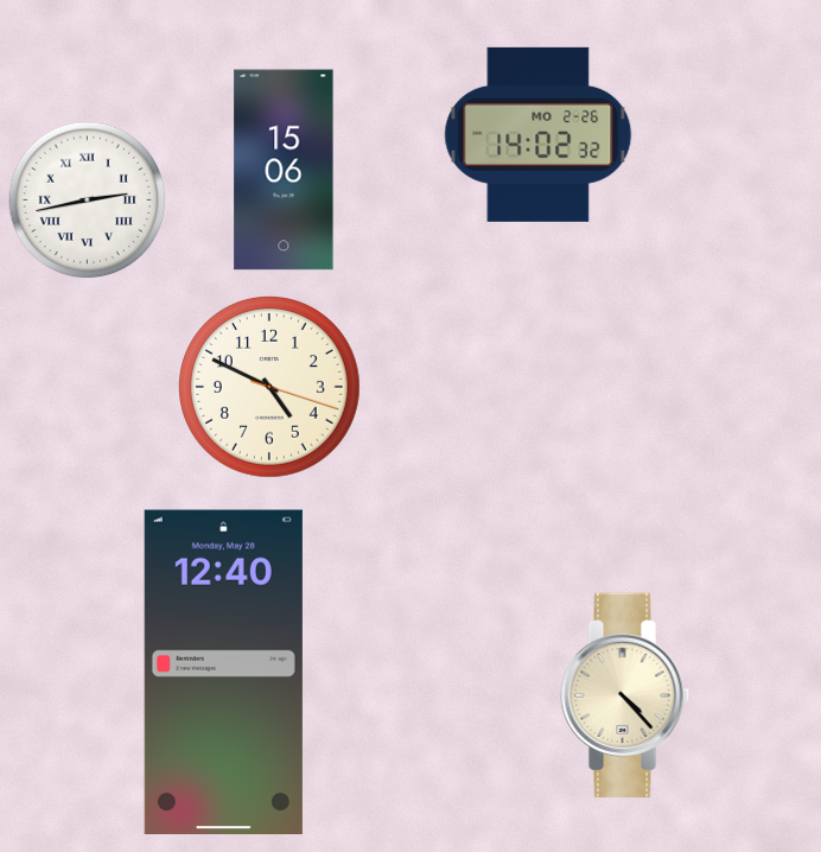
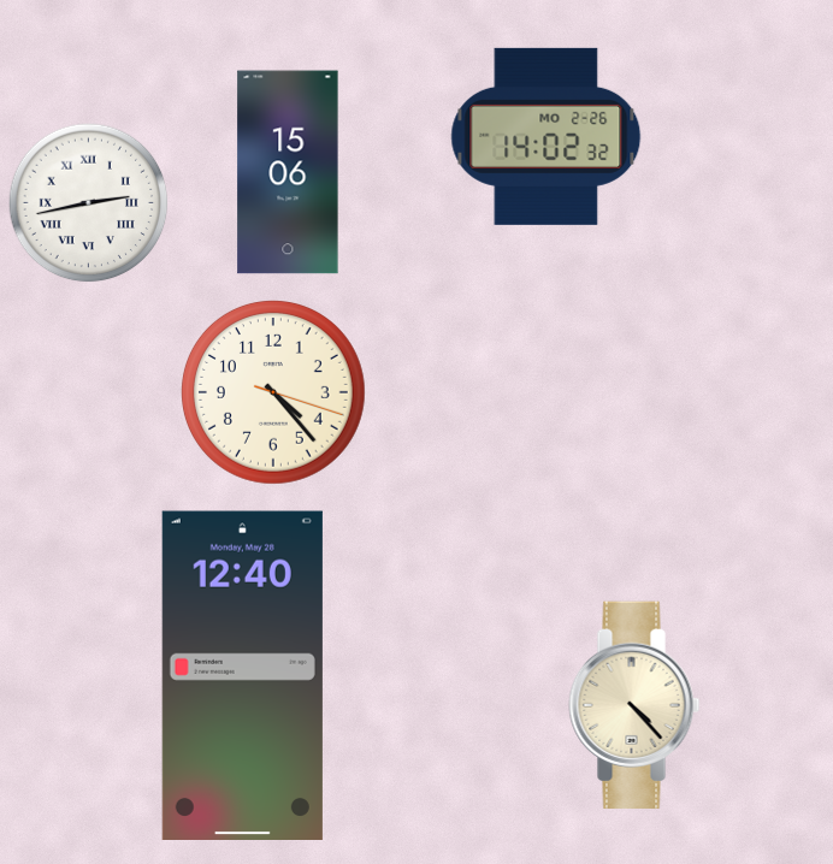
clock at (271, 388): 4:49 -> 4:23
clock at (223, 672) position: (223, 672) -> (242, 675)
